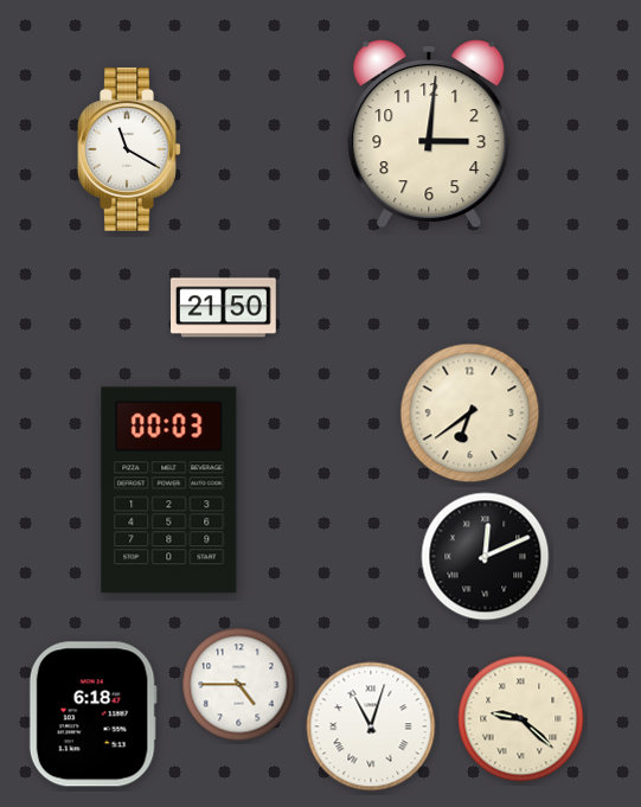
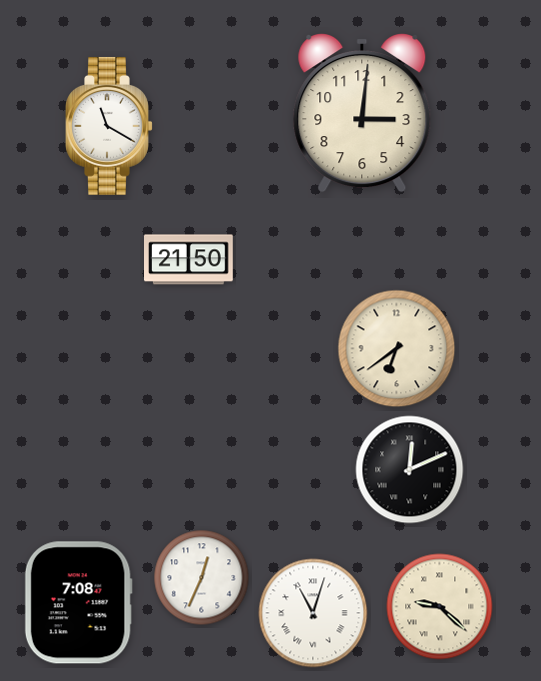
clock at (169, 491): 00:03 -> none
clock at (239, 685): 4:45 -> 12:34
clock at (92, 715): 6:18 -> 7:08
